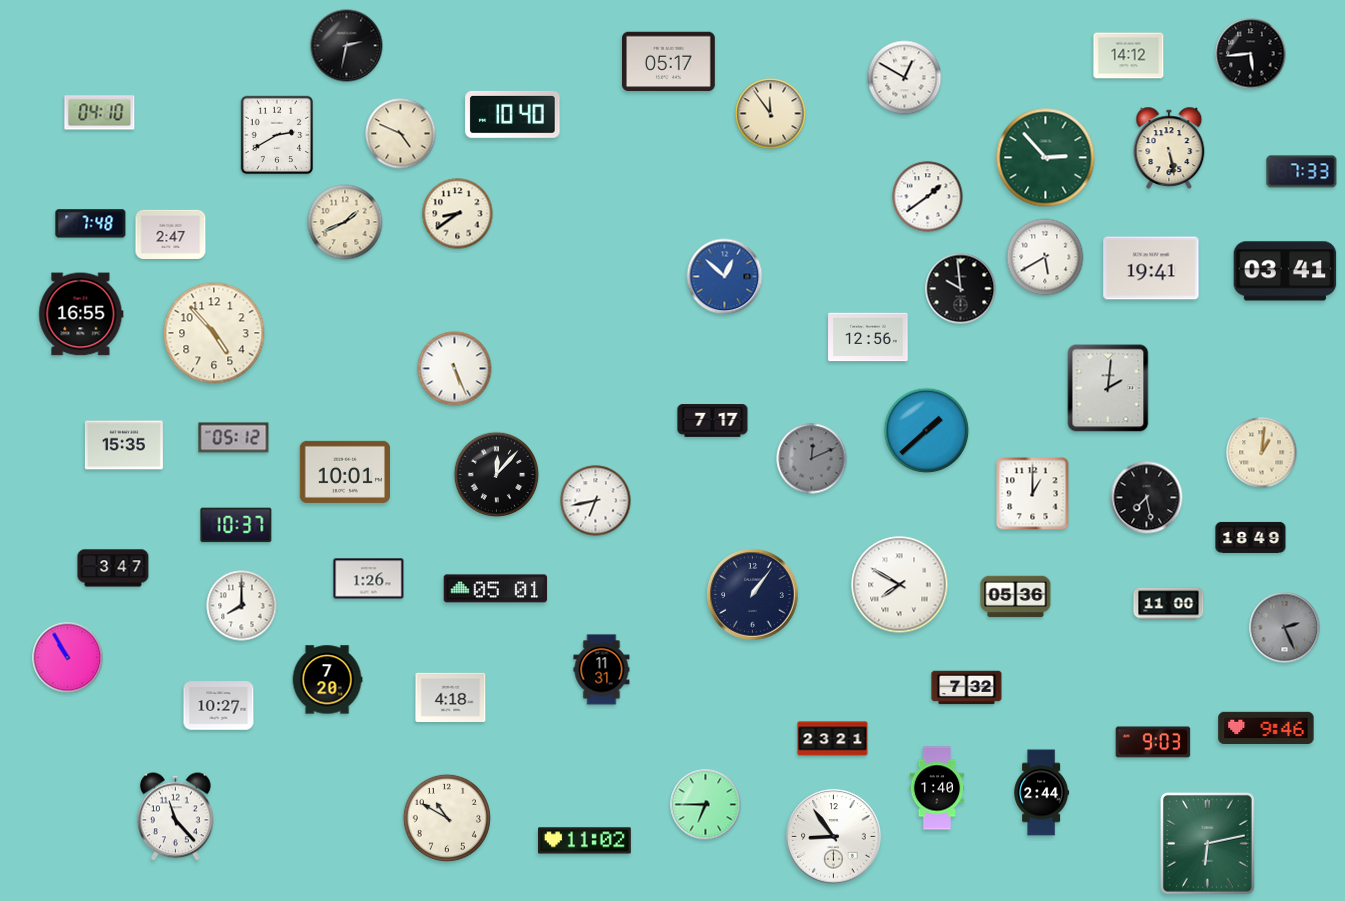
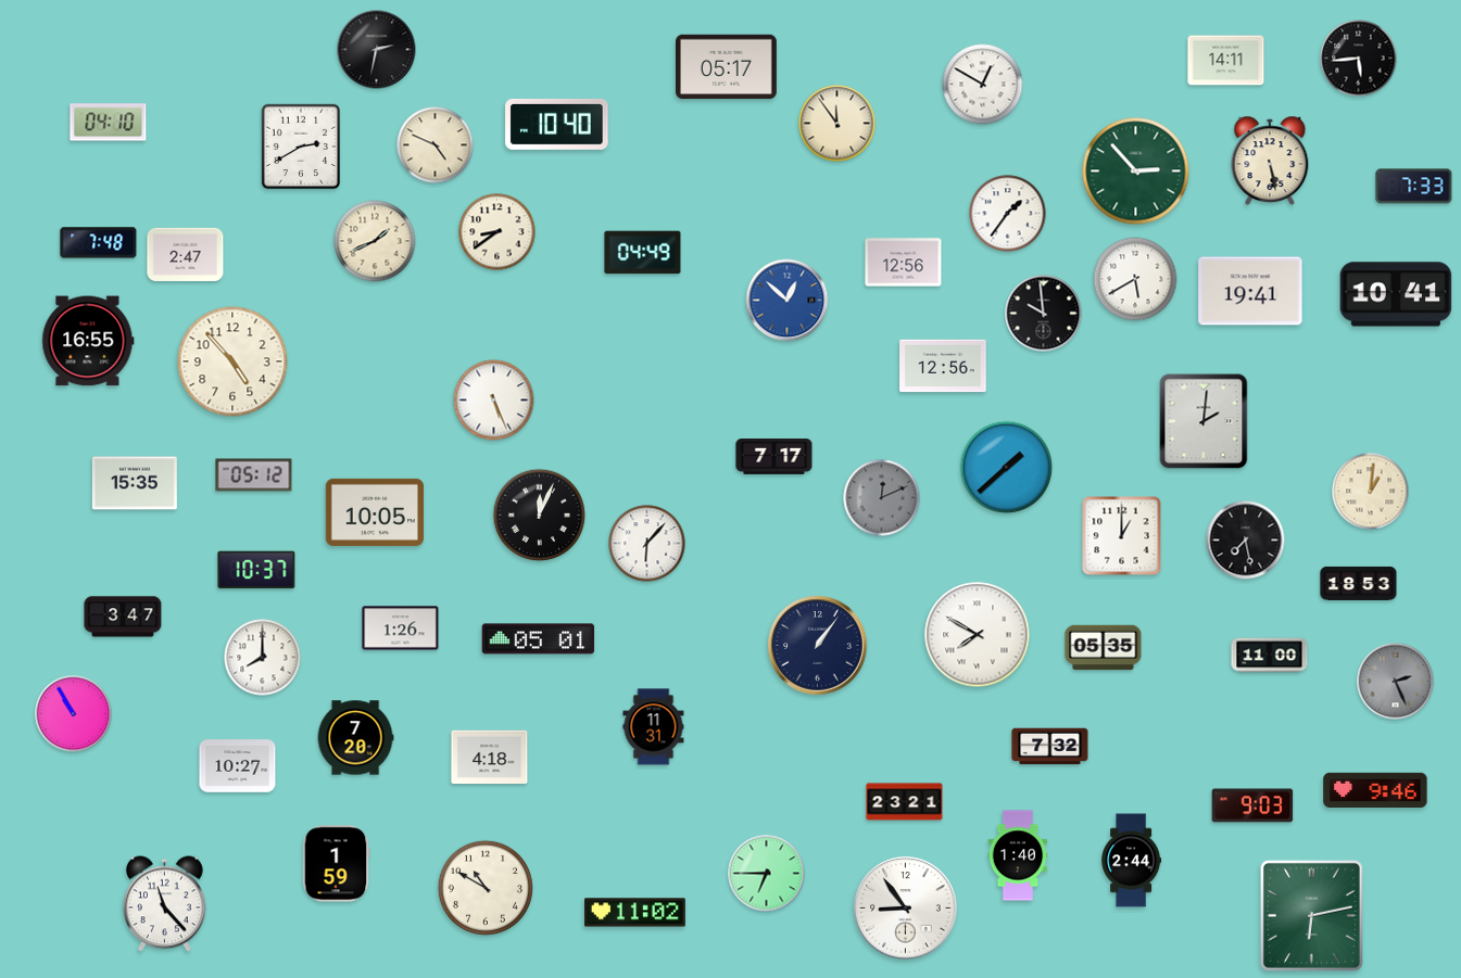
clock at (1129, 56): 14:12 -> 14:11
clock at (928, 197): 1:39 -> 1:36
clock at (643, 253): none -> 04:49
clock at (904, 263): none -> 12:56
clock at (1285, 271): 03:41 -> 10:41
clock at (344, 472): 10:01 -> 10:05
clock at (497, 475): 12:07 -> 12:04
clock at (596, 501): 6:43 -> 6:07
clock at (1251, 537): 18:49 -> 18:53
clock at (1016, 597): 05:36 -> 05:35
clock at (336, 864): none -> 1:59
clock at (176, 817) position: (176, 817) -> (165, 904)
